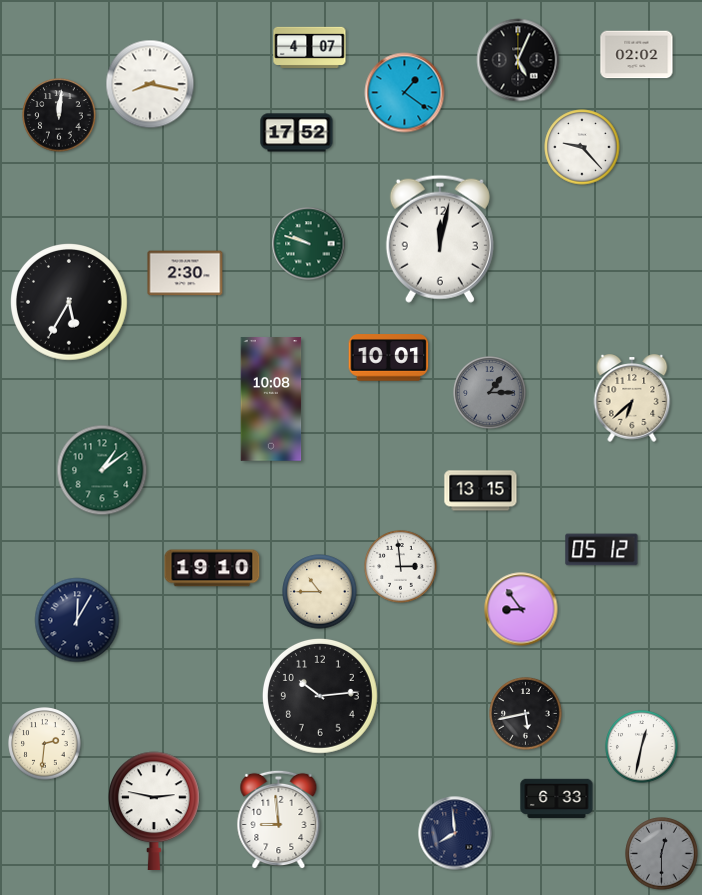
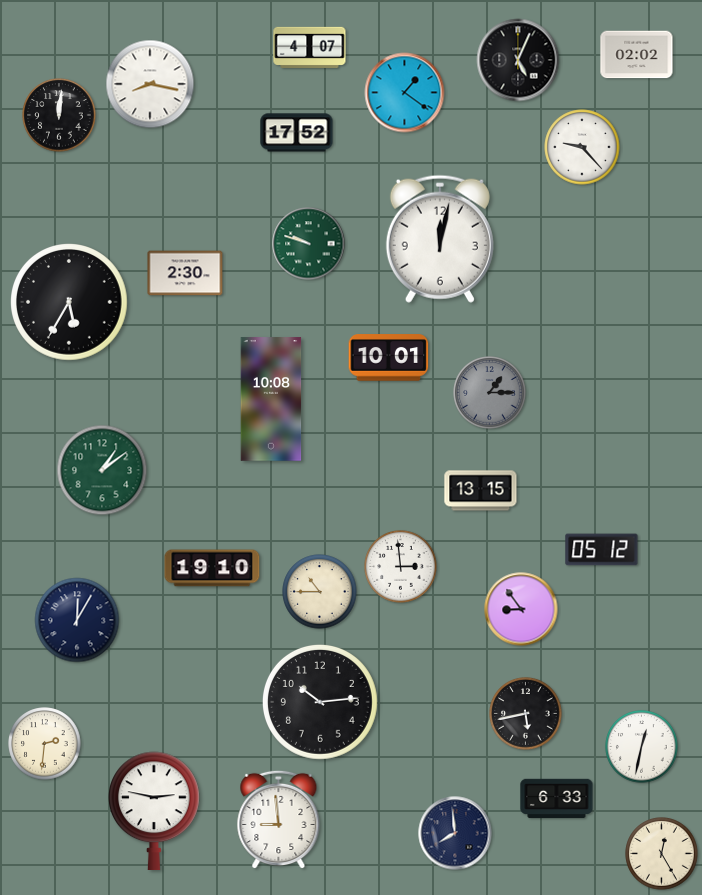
clock at (632, 398): 6:38 -> none
clock at (320, 696) position: (320, 696) -> (320, 702)
clock at (662, 854): 12:30 -> 12:25
clock at (662, 854) dial: grey -> cream
